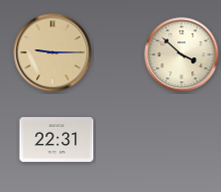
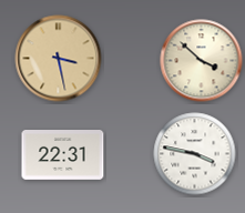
clock at (53, 53): 9:15 -> 3:28
clock at (195, 154): none -> 3:47
